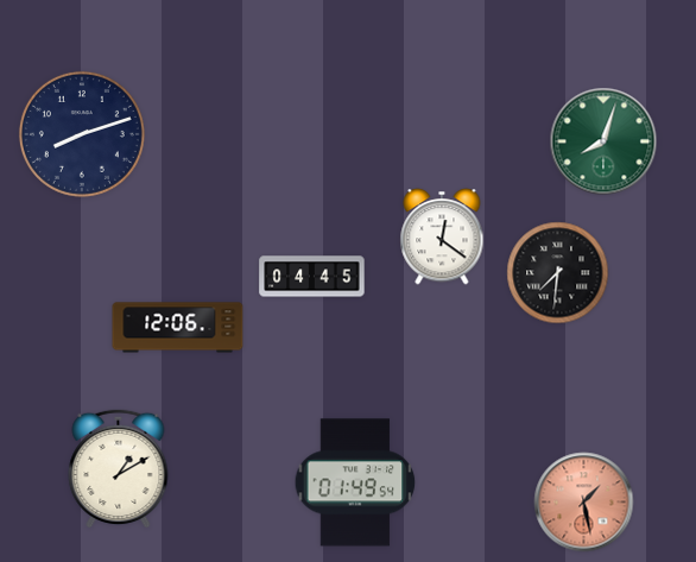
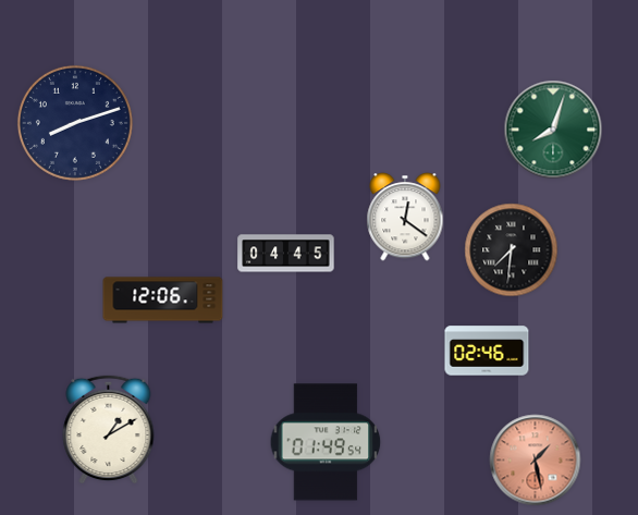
clock at (487, 351): none -> 02:46
